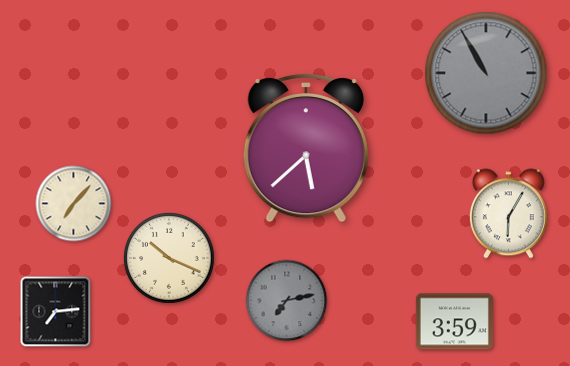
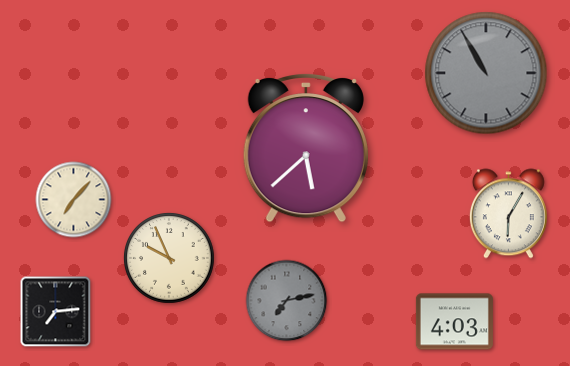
clock at (74, 204) position: (74, 204) -> (74, 200)
clock at (169, 258): 10:19 -> 9:56
clock at (454, 322): 3:59 -> 4:03
